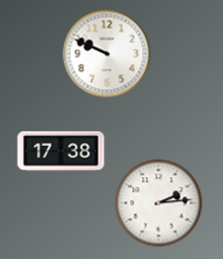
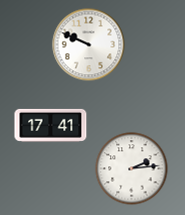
clock at (61, 151): 17:38 -> 17:41
